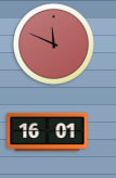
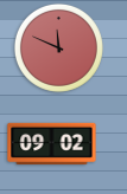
clock at (48, 131): 16:01 -> 09:02
